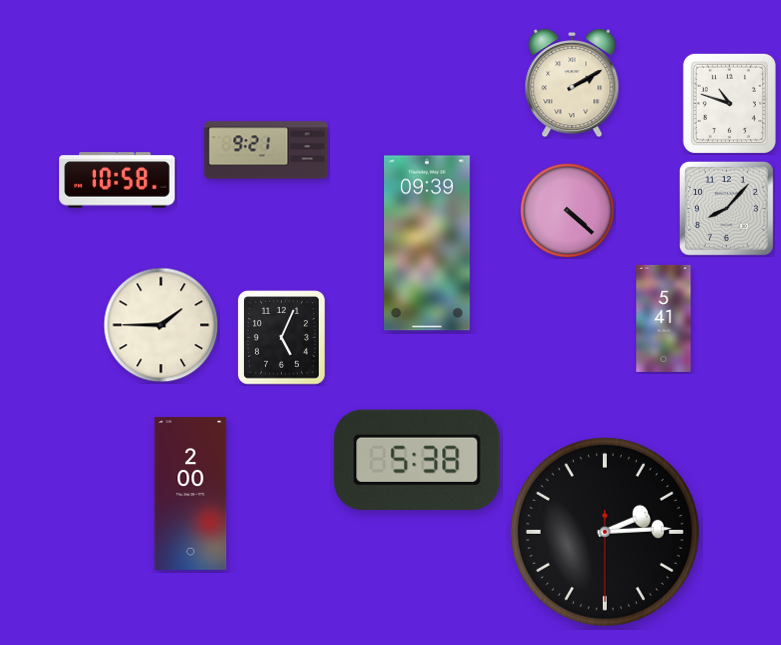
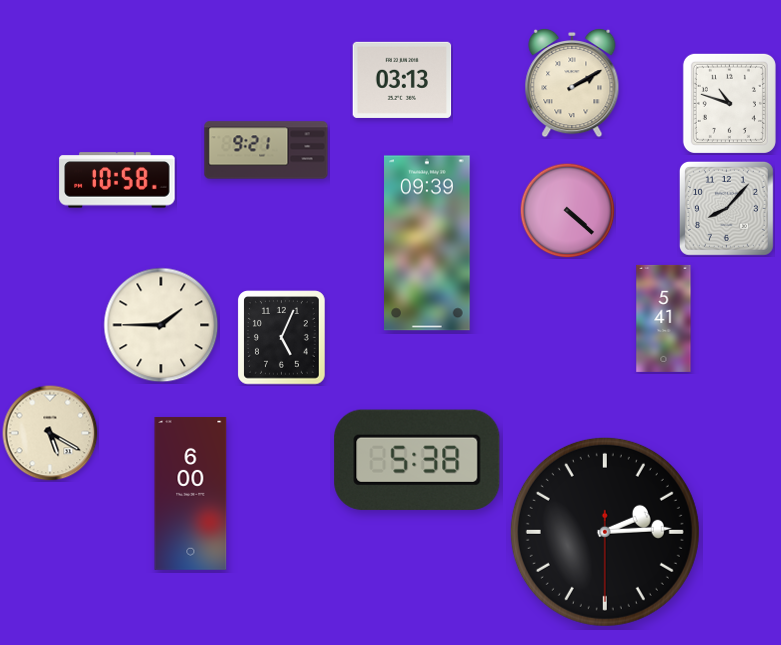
clock at (402, 80): none -> 03:13
clock at (50, 433): none -> 5:20
clock at (191, 493): 2:00 -> 6:00
